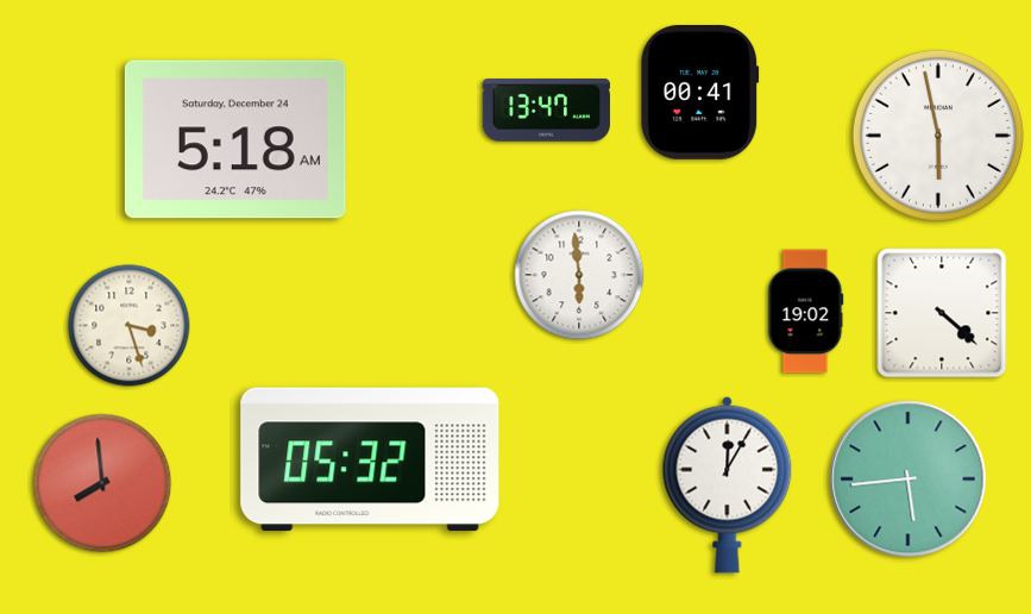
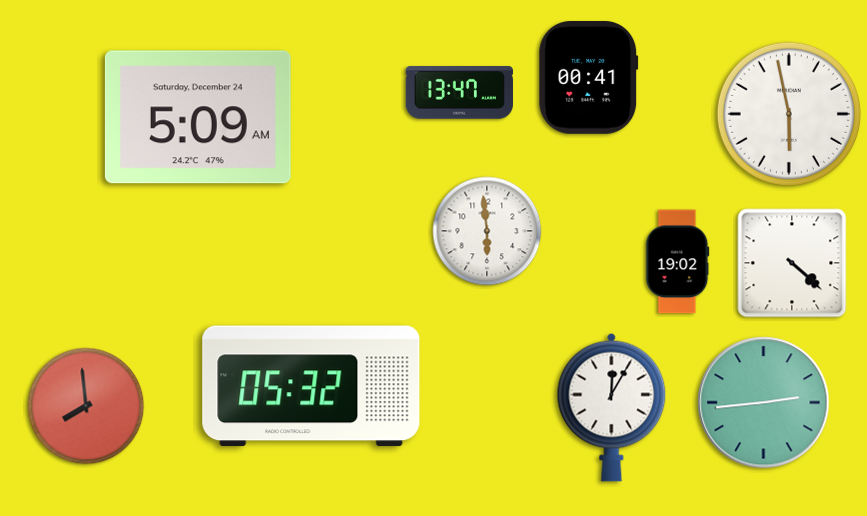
clock at (235, 139): 5:18 -> 5:09
clock at (130, 326): 3:27 -> none
clock at (909, 480): 5:44 -> 2:44
